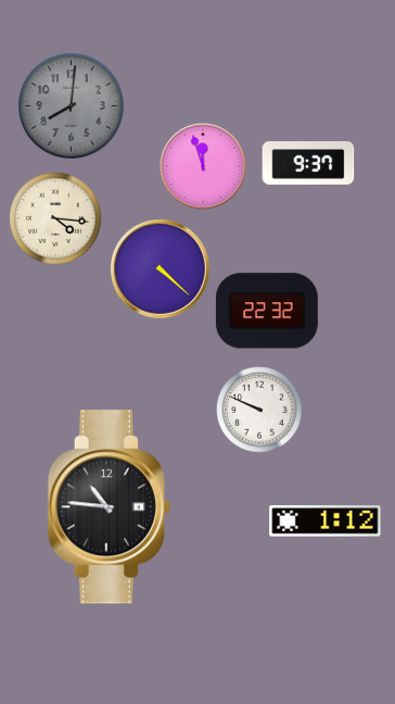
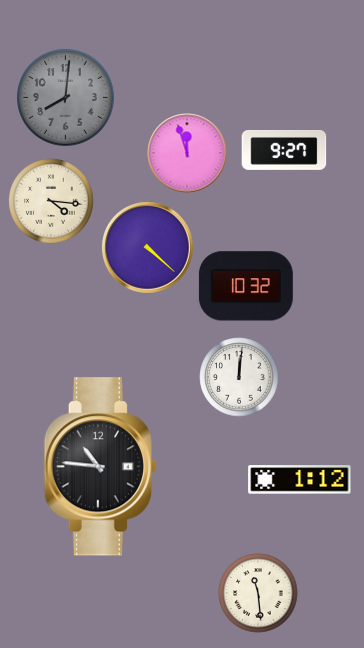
clock at (308, 164): 9:37 -> 9:27
clock at (267, 311): 22:32 -> 10:32
clock at (259, 410): 9:49 -> 12:01
clock at (258, 593): none -> 11:29
